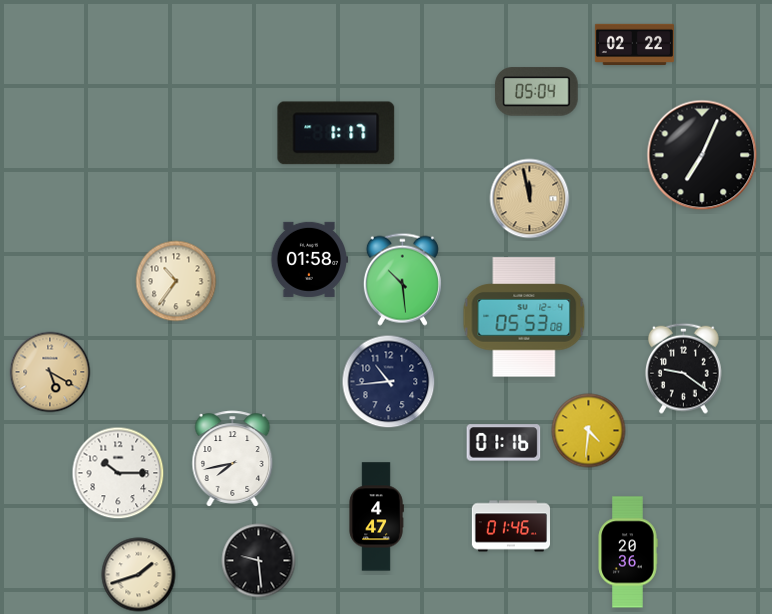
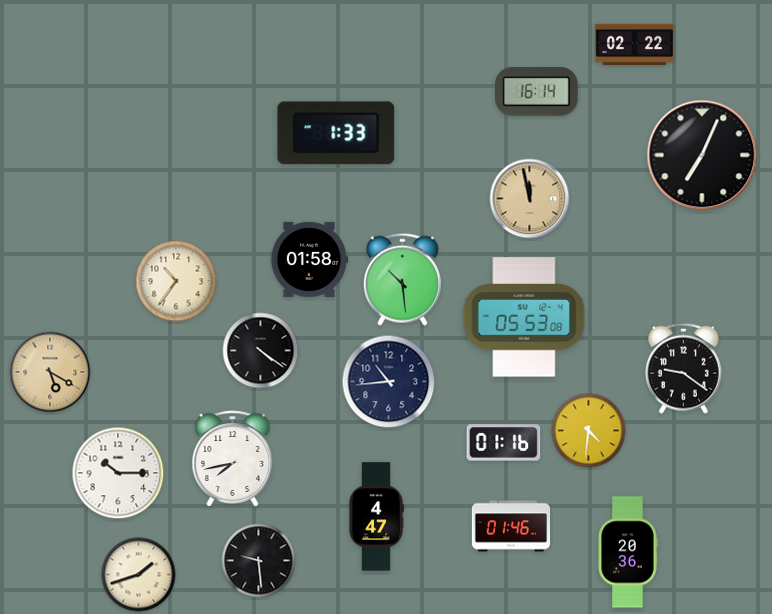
clock at (537, 92): 05:04 -> 16:14
clock at (336, 133): 1:17 -> 1:33
clock at (261, 351): none -> 4:21
